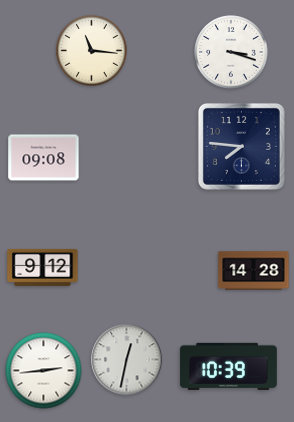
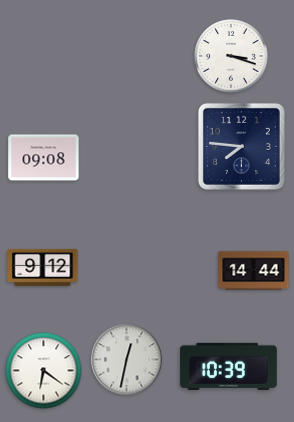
clock at (92, 51): 11:16 -> none
clock at (231, 52) position: (231, 52) -> (231, 56)
clock at (254, 271): 14:28 -> 14:44
clock at (44, 371): 2:44 -> 6:21
